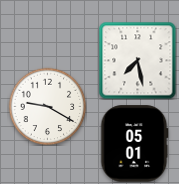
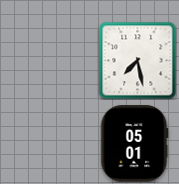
clock at (47, 106): 9:20 -> none
